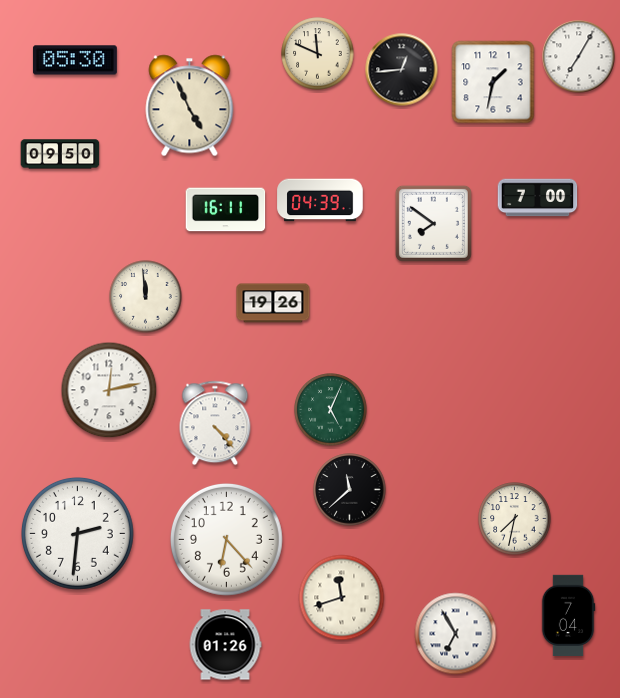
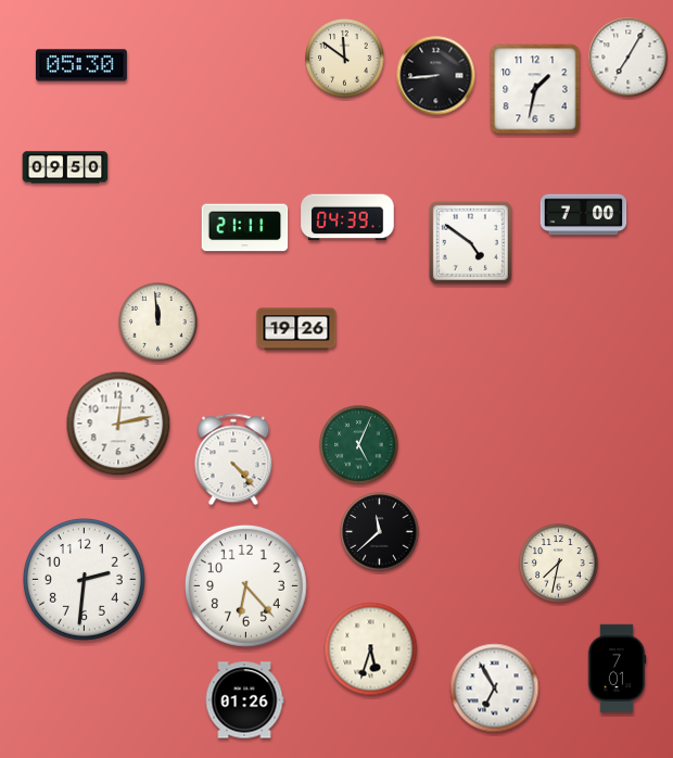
clock at (318, 54): 11:49 -> 11:51
clock at (579, 57) position: (579, 57) -> (628, 58)
clock at (402, 70): 12:44 -> 8:44
clock at (190, 106): 4:56 -> none
clock at (226, 210): 16:11 -> 21:11
clock at (433, 223): 7:51 -> 4:51
clock at (342, 598): 11:42 -> 5:33
clock at (568, 615): 7:04 -> 7:01
